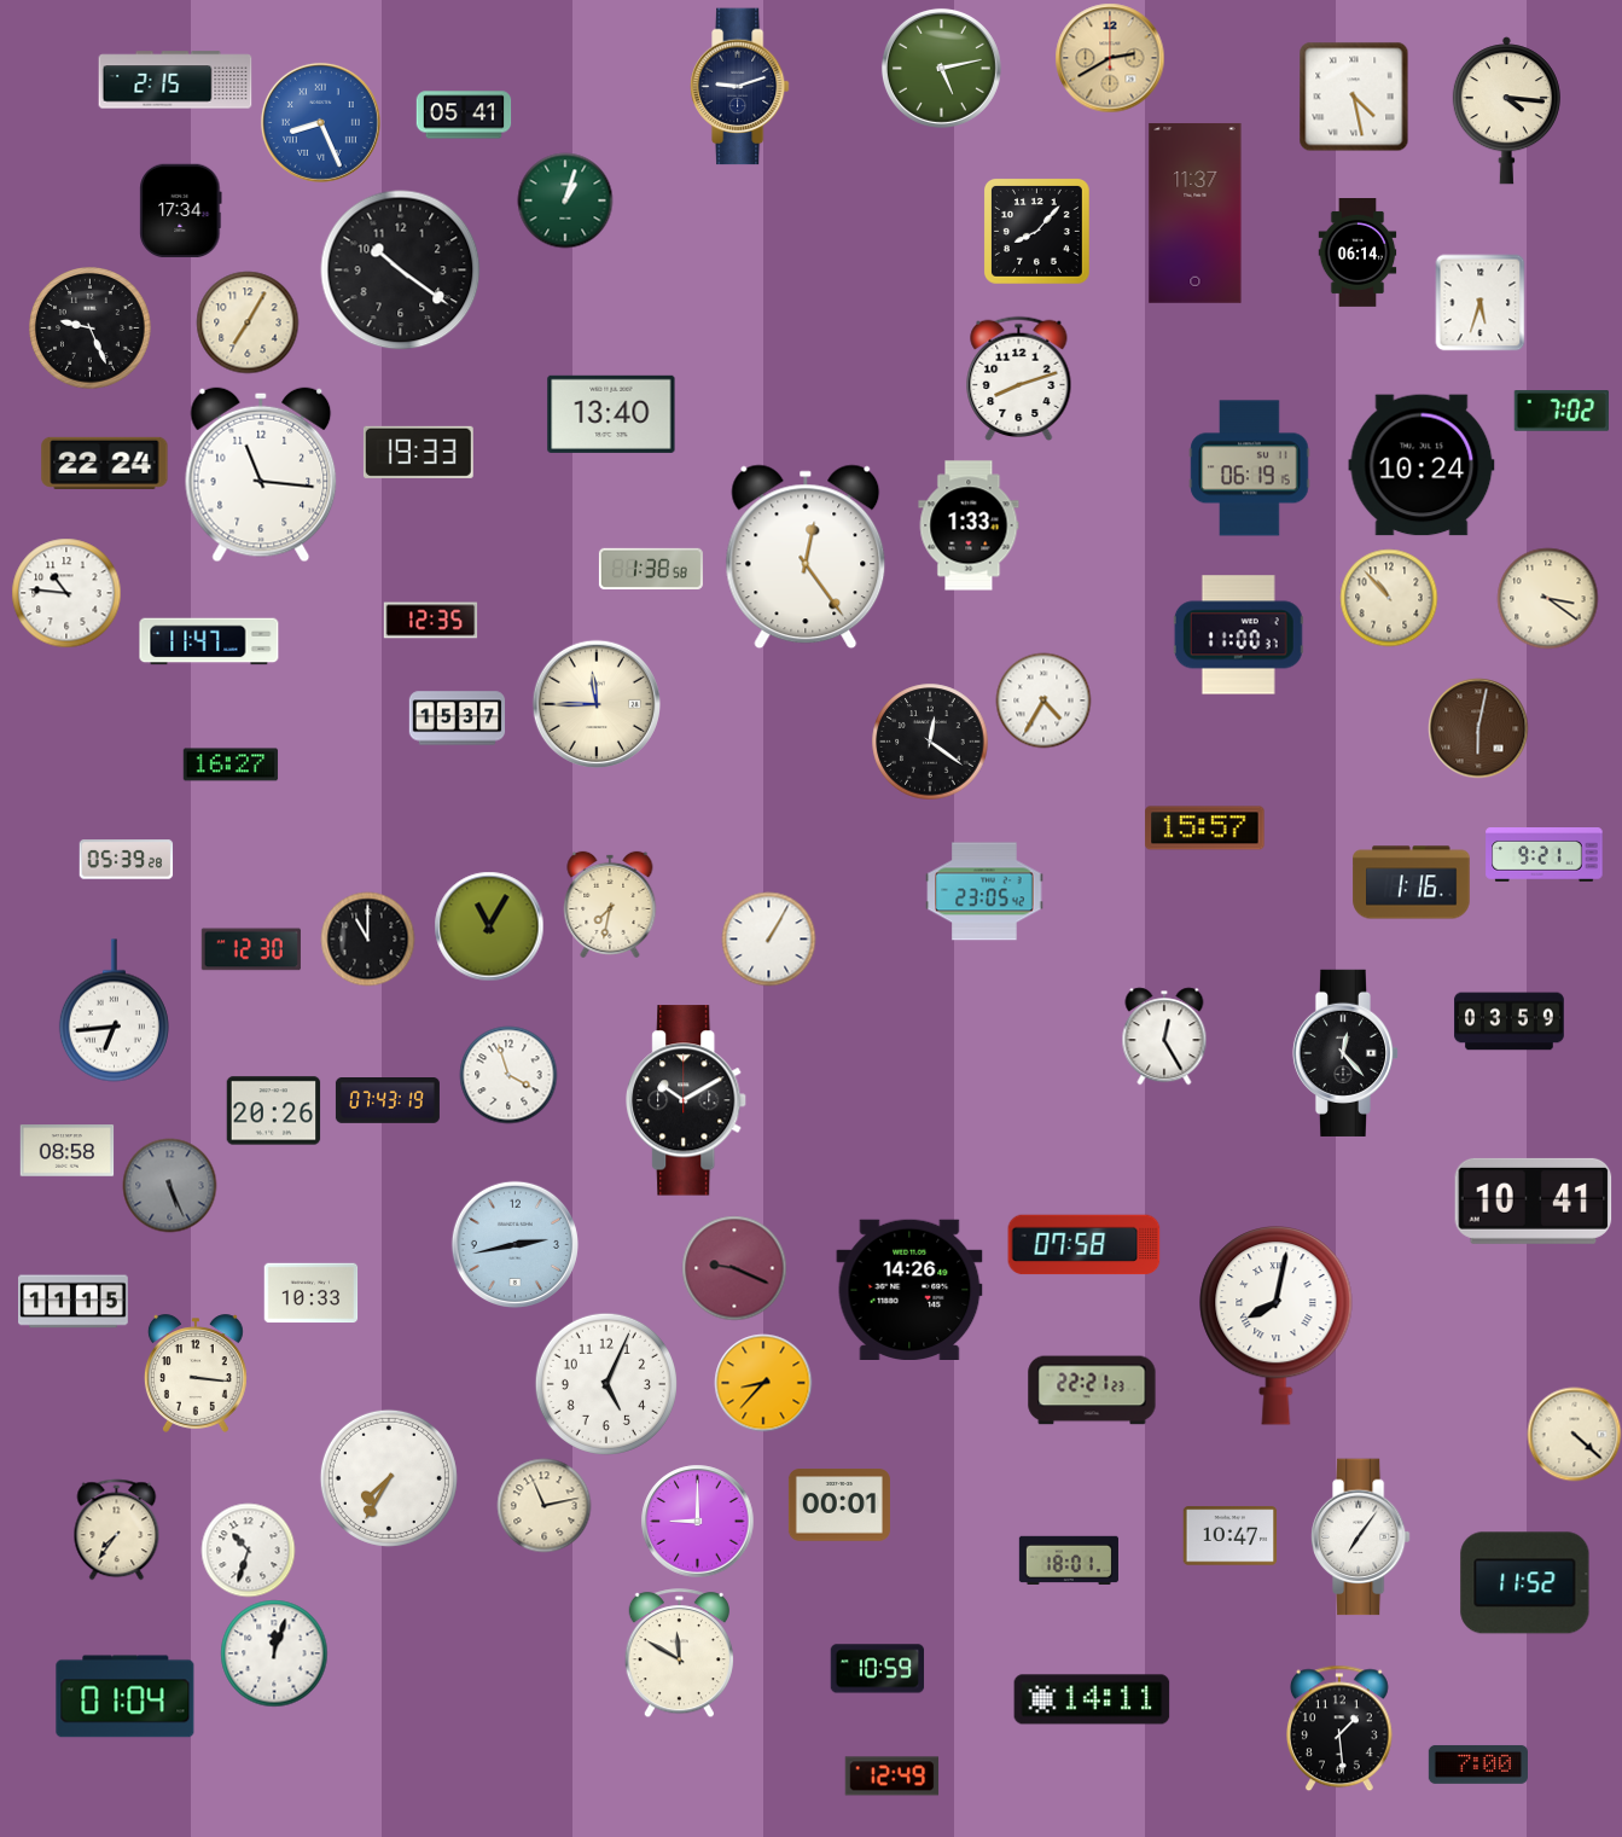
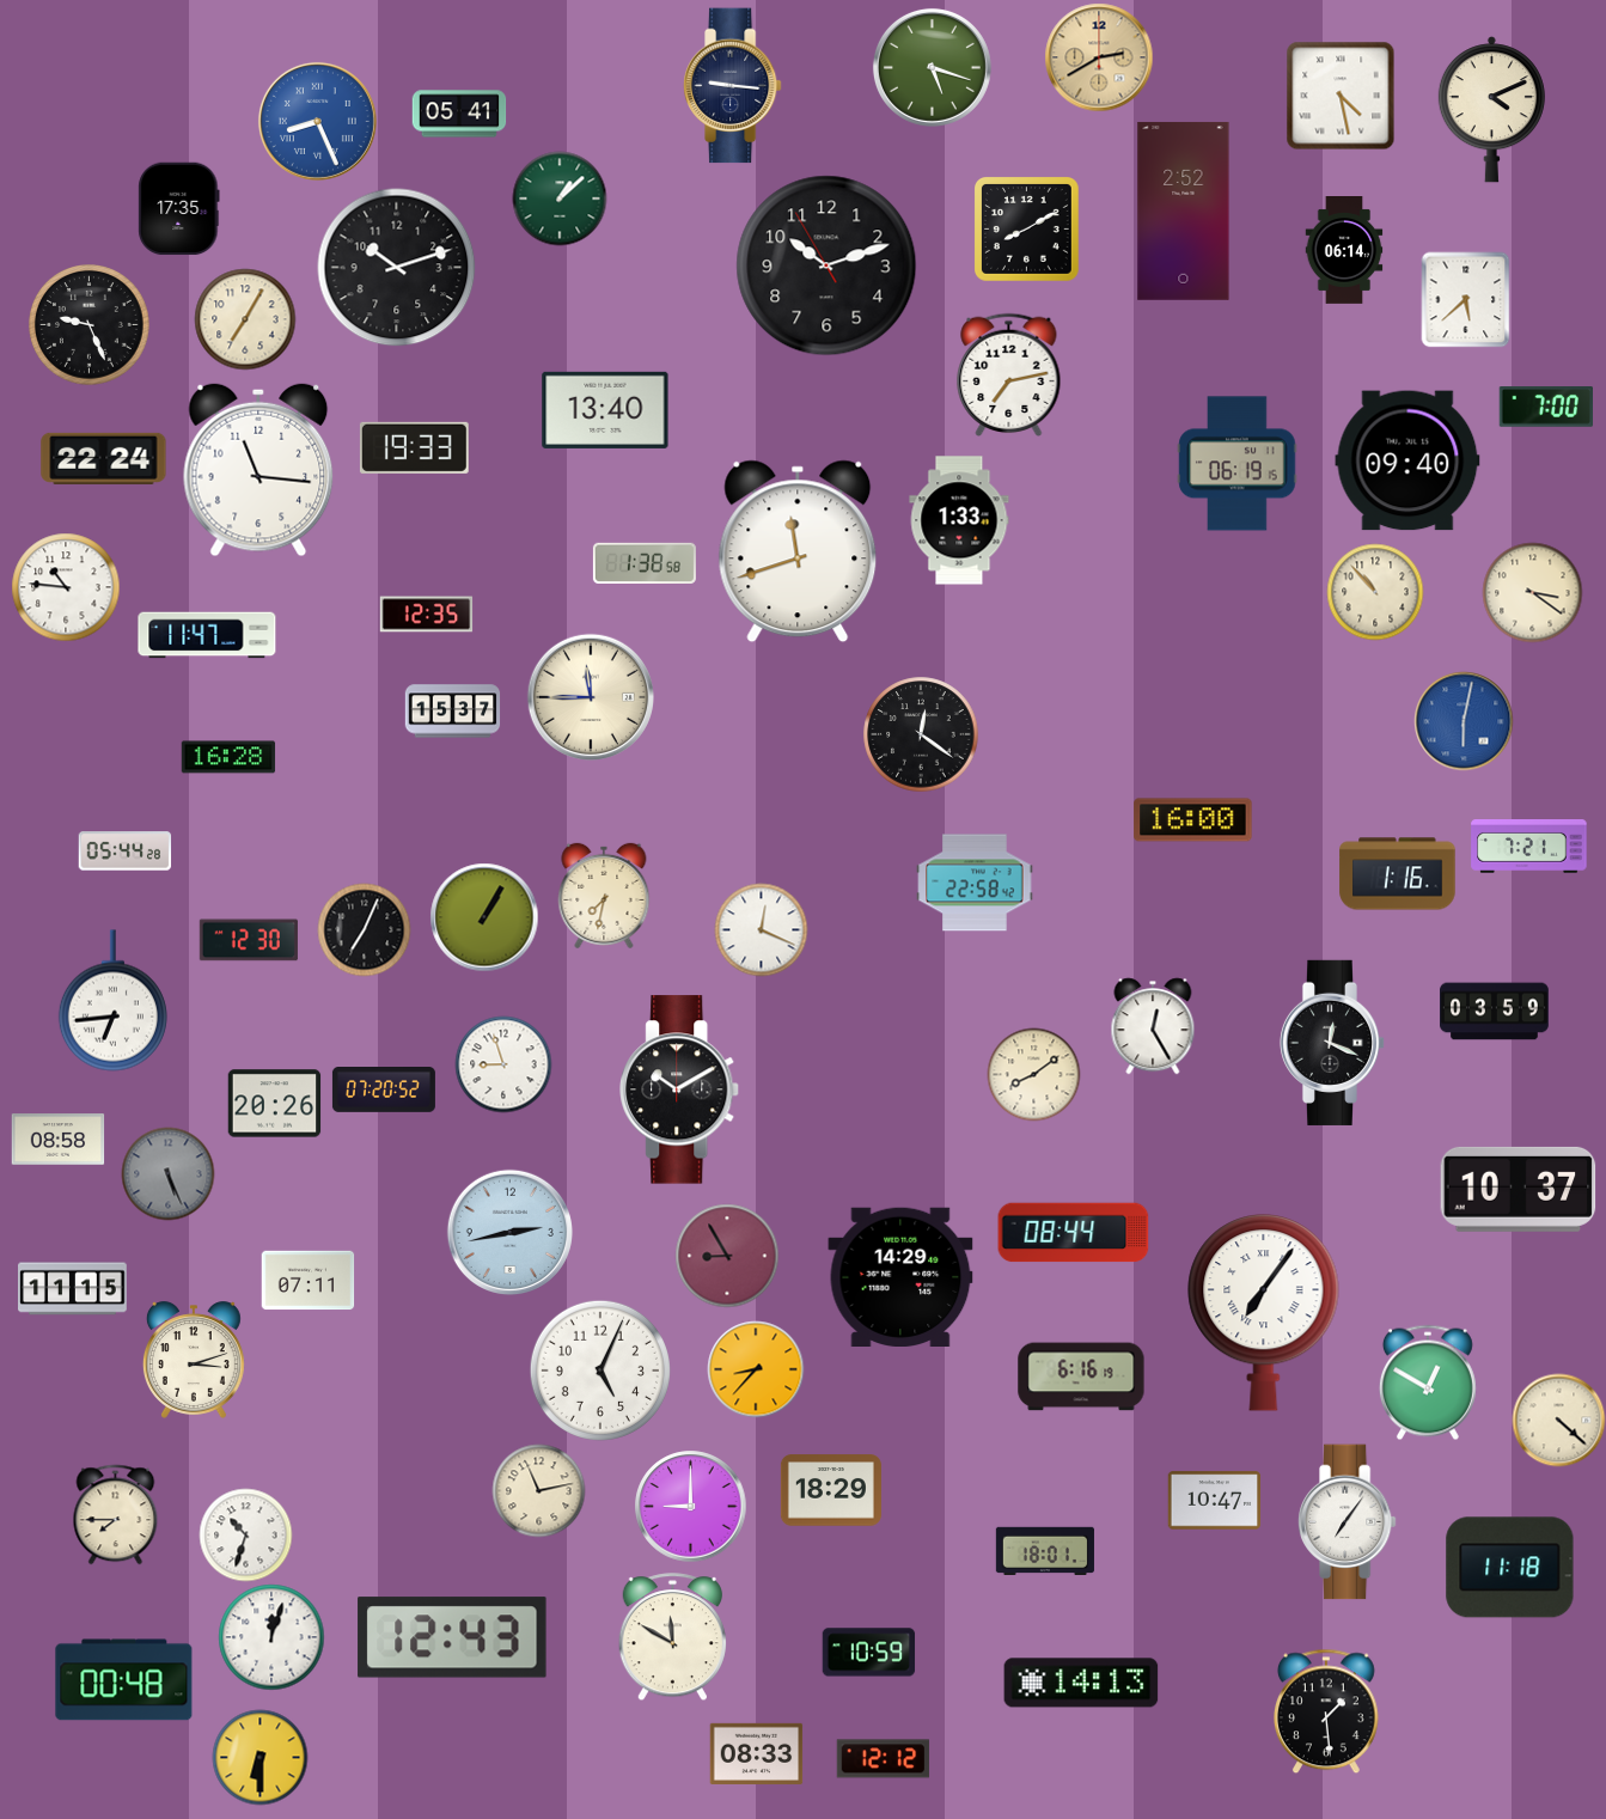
clock at (941, 68): 5:13 -> 5:18
clock at (175, 80): 2:15 -> none
clock at (739, 87): 9:12 -> 9:16
clock at (1506, 111): 4:16 -> 4:11
clock at (565, 200): 1:03 -> 1:08
clock at (181, 210): 17:34 -> 17:35
clock at (1196, 213): 11:37 -> 2:52
clock at (1037, 232): 8:07 -> 8:10
clock at (826, 265): none -> 10:11
clock at (401, 271): 10:21 -> 10:12
clock at (1481, 302): 5:33 -> 5:38
clock at (1019, 378): 8:12 -> 7:13
clock at (1560, 412): 7:02 -> 7:00
clock at (1422, 465): 10:24 -> 09:40
clock at (806, 557): 12:24 -> 11:42
clock at (1238, 635): 11:00 -> none
clock at (1043, 700): 4:35 -> none
clock at (1478, 728) dial: brown -> blue
clock at (231, 765): 16:27 -> 16:28
clock at (1205, 829): 15:57 -> 16:00
clock at (1545, 855): 9:21 -> 7:21
clock at (126, 860): 05:39 -> 05:44
clock at (984, 891): 23:05 -> 22:58
clock at (489, 926): 11:05 -> 1:05
clock at (367, 938): 11:00 -> 7:04
clock at (768, 938): 1:05 -> 12:19
clock at (1345, 1053): 12:23 -> 12:19
clock at (508, 1075): 3:57 -> 8:57
clock at (1033, 1074): none -> 8:09
clock at (388, 1101): 07:43 -> 07:20
clock at (273, 1111) position: (273, 1111) -> (274, 1104)
clock at (66, 1151) position: (66, 1151) -> (57, 1140)
clock at (1534, 1201): 10:41 -> 10:37
clock at (1085, 1245): 07:58 -> 08:44
clock at (734, 1268): 9:19 -> 8:55
clock at (909, 1289): 14:26 -> 14:29
clock at (310, 1294): 10:33 -> 07:11
clock at (1277, 1326): 8:02 -> 7:06
clock at (196, 1373): 3:16 -> 3:12
clock at (1092, 1390): 22:21 -> 6:16
clock at (1428, 1382): none -> 12:50
clock at (389, 1478): 7:35 -> none
clock at (839, 1505): 00:01 -> 18:29
clock at (117, 1529): 7:36 -> 7:45
clock at (1229, 1536) position: (1229, 1536) -> (1214, 1501)
clock at (1069, 1559) position: (1069, 1559) -> (1045, 1550)
clock at (1525, 1583): 11:52 -> 11:18
clock at (452, 1637): none -> 12:43
clock at (126, 1697): 01:04 -> 00:48
clock at (1092, 1699): 14:11 -> 14:13
clock at (1478, 1765): 7:00 -> none
clock at (756, 1753): none -> 08:33
clock at (259, 1757): none -> 6:30
clock at (891, 1777): 12:49 -> 12:12
